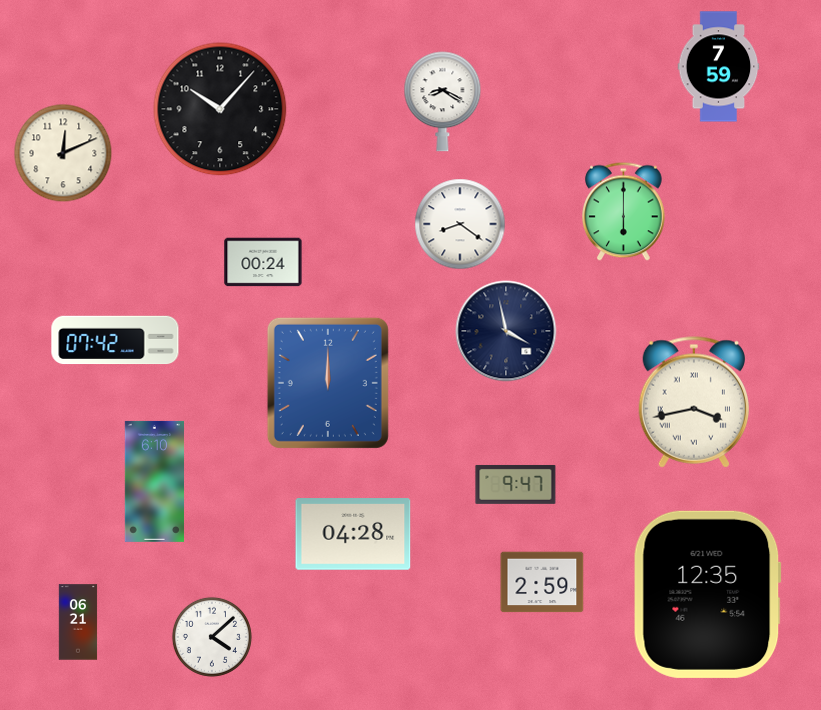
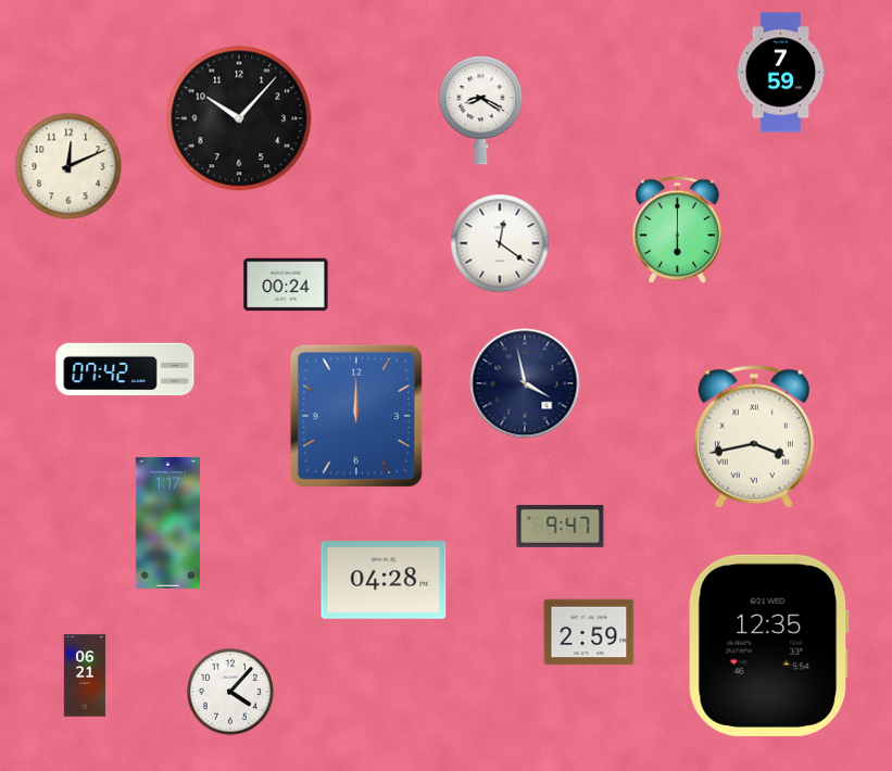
clock at (460, 224): 8:21 -> 12:21
clock at (506, 331) position: (506, 331) -> (525, 383)
clock at (154, 481): 6:10 -> 1:17
clock at (212, 637): 4:08 -> 4:07
